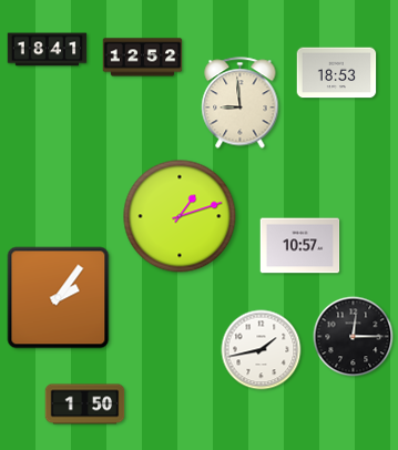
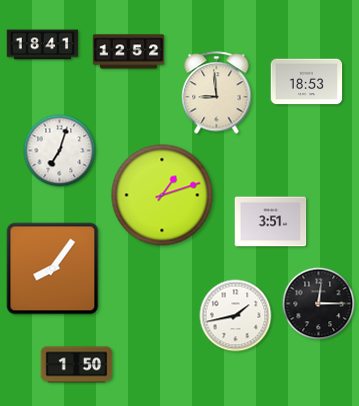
clock at (337, 73) position: (337, 73) -> (307, 82)
clock at (60, 151): none -> 7:03
clock at (300, 246): 10:57 -> 3:51
clock at (59, 298): 2:06 -> 8:06
